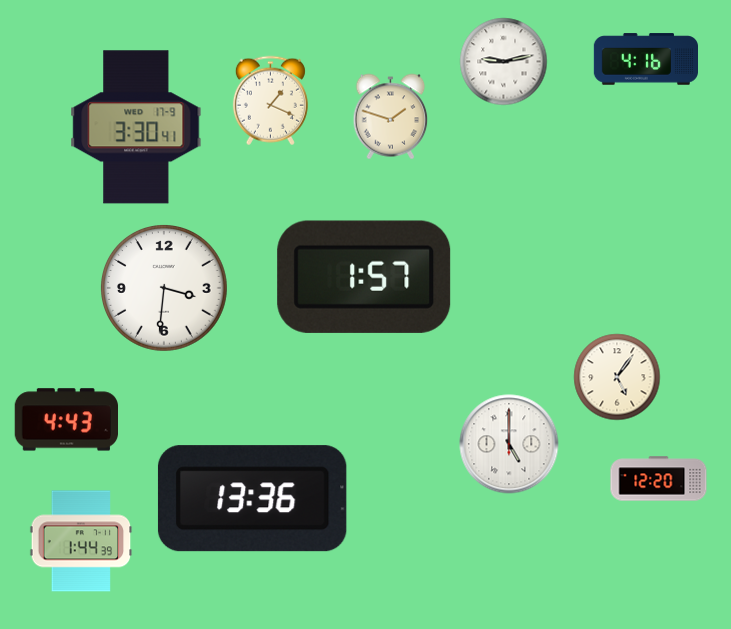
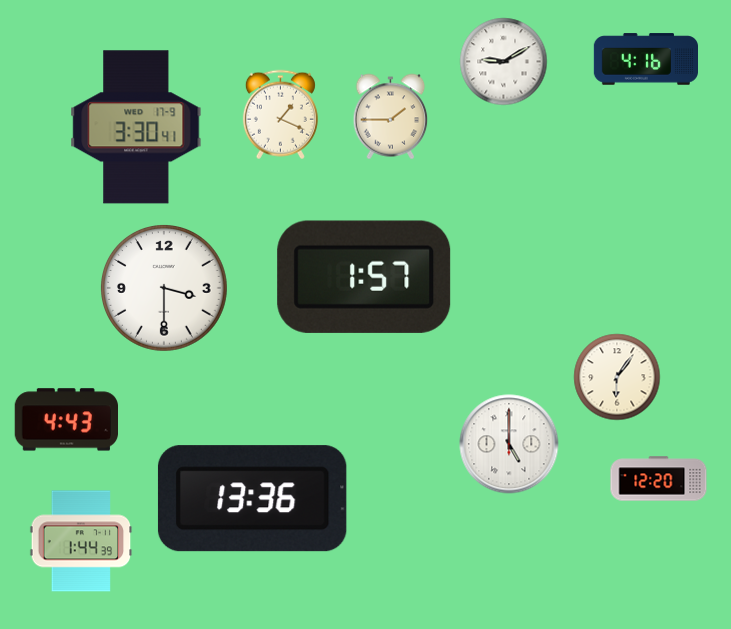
clock at (504, 62): 9:13 -> 9:10
clock at (270, 101) position: (270, 101) -> (280, 115)
clock at (391, 117): 1:48 -> 1:45
clock at (165, 289): 3:31 -> 3:30
clock at (617, 377): 5:06 -> 6:06
